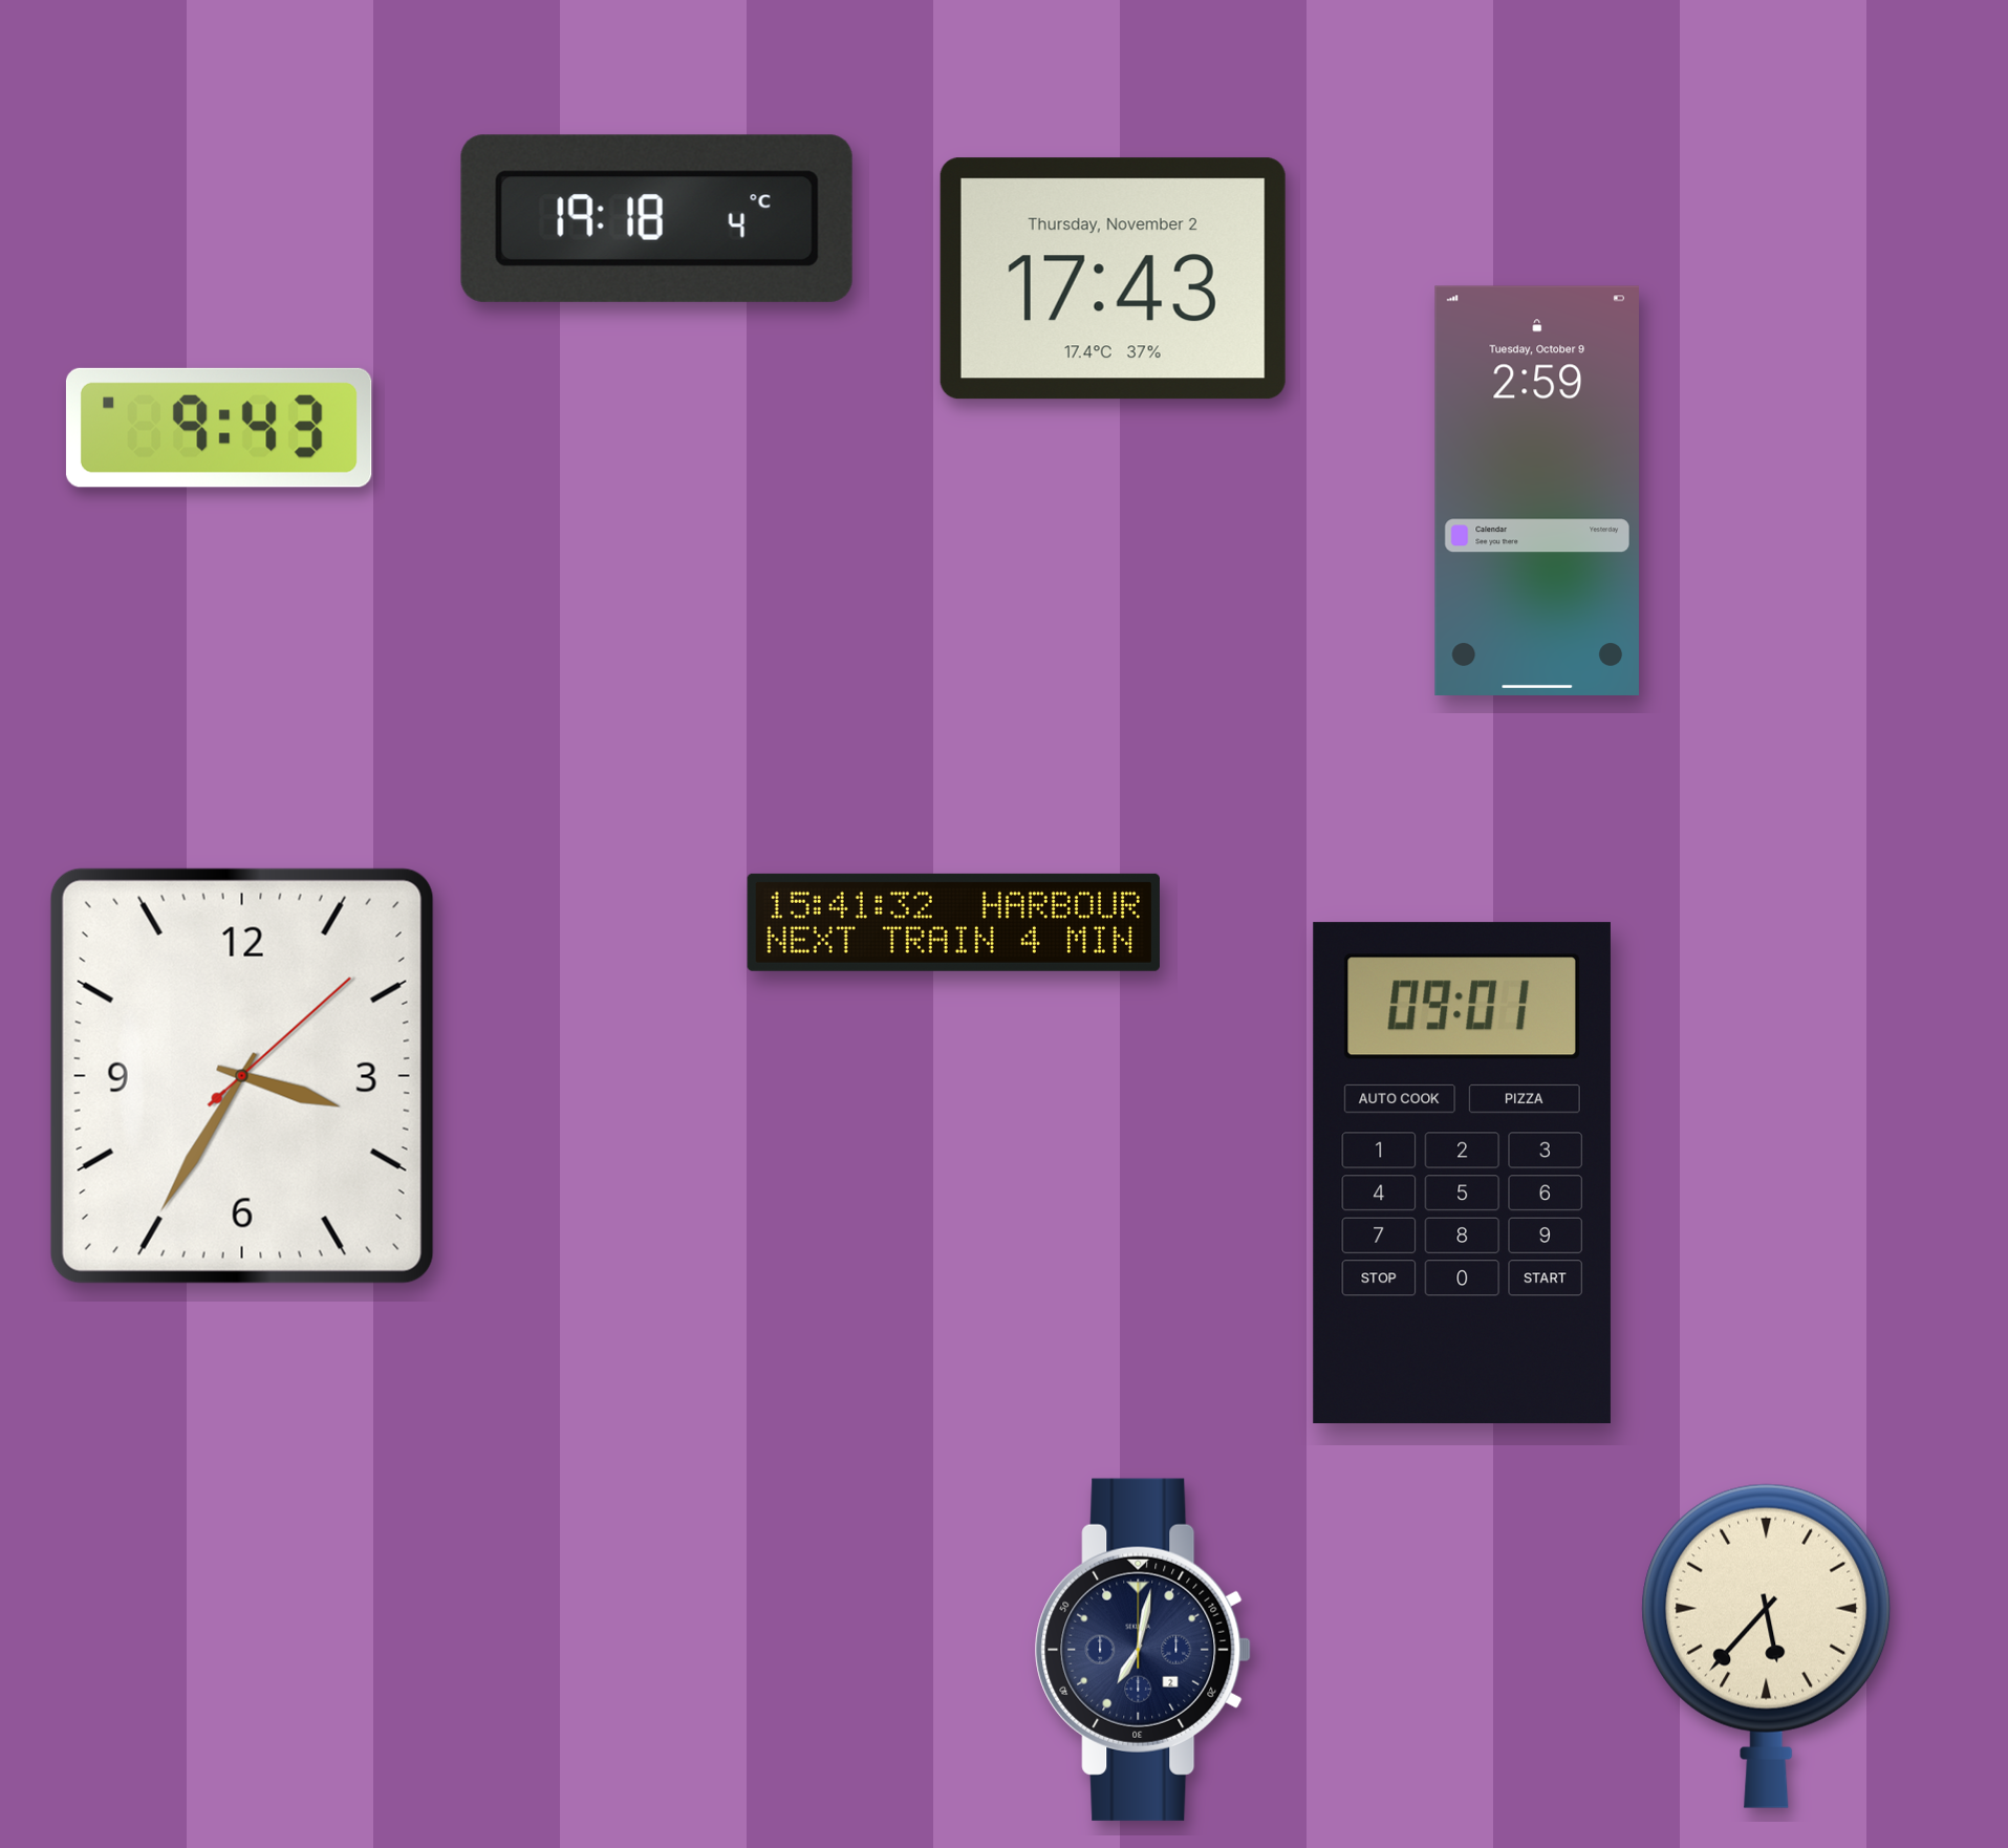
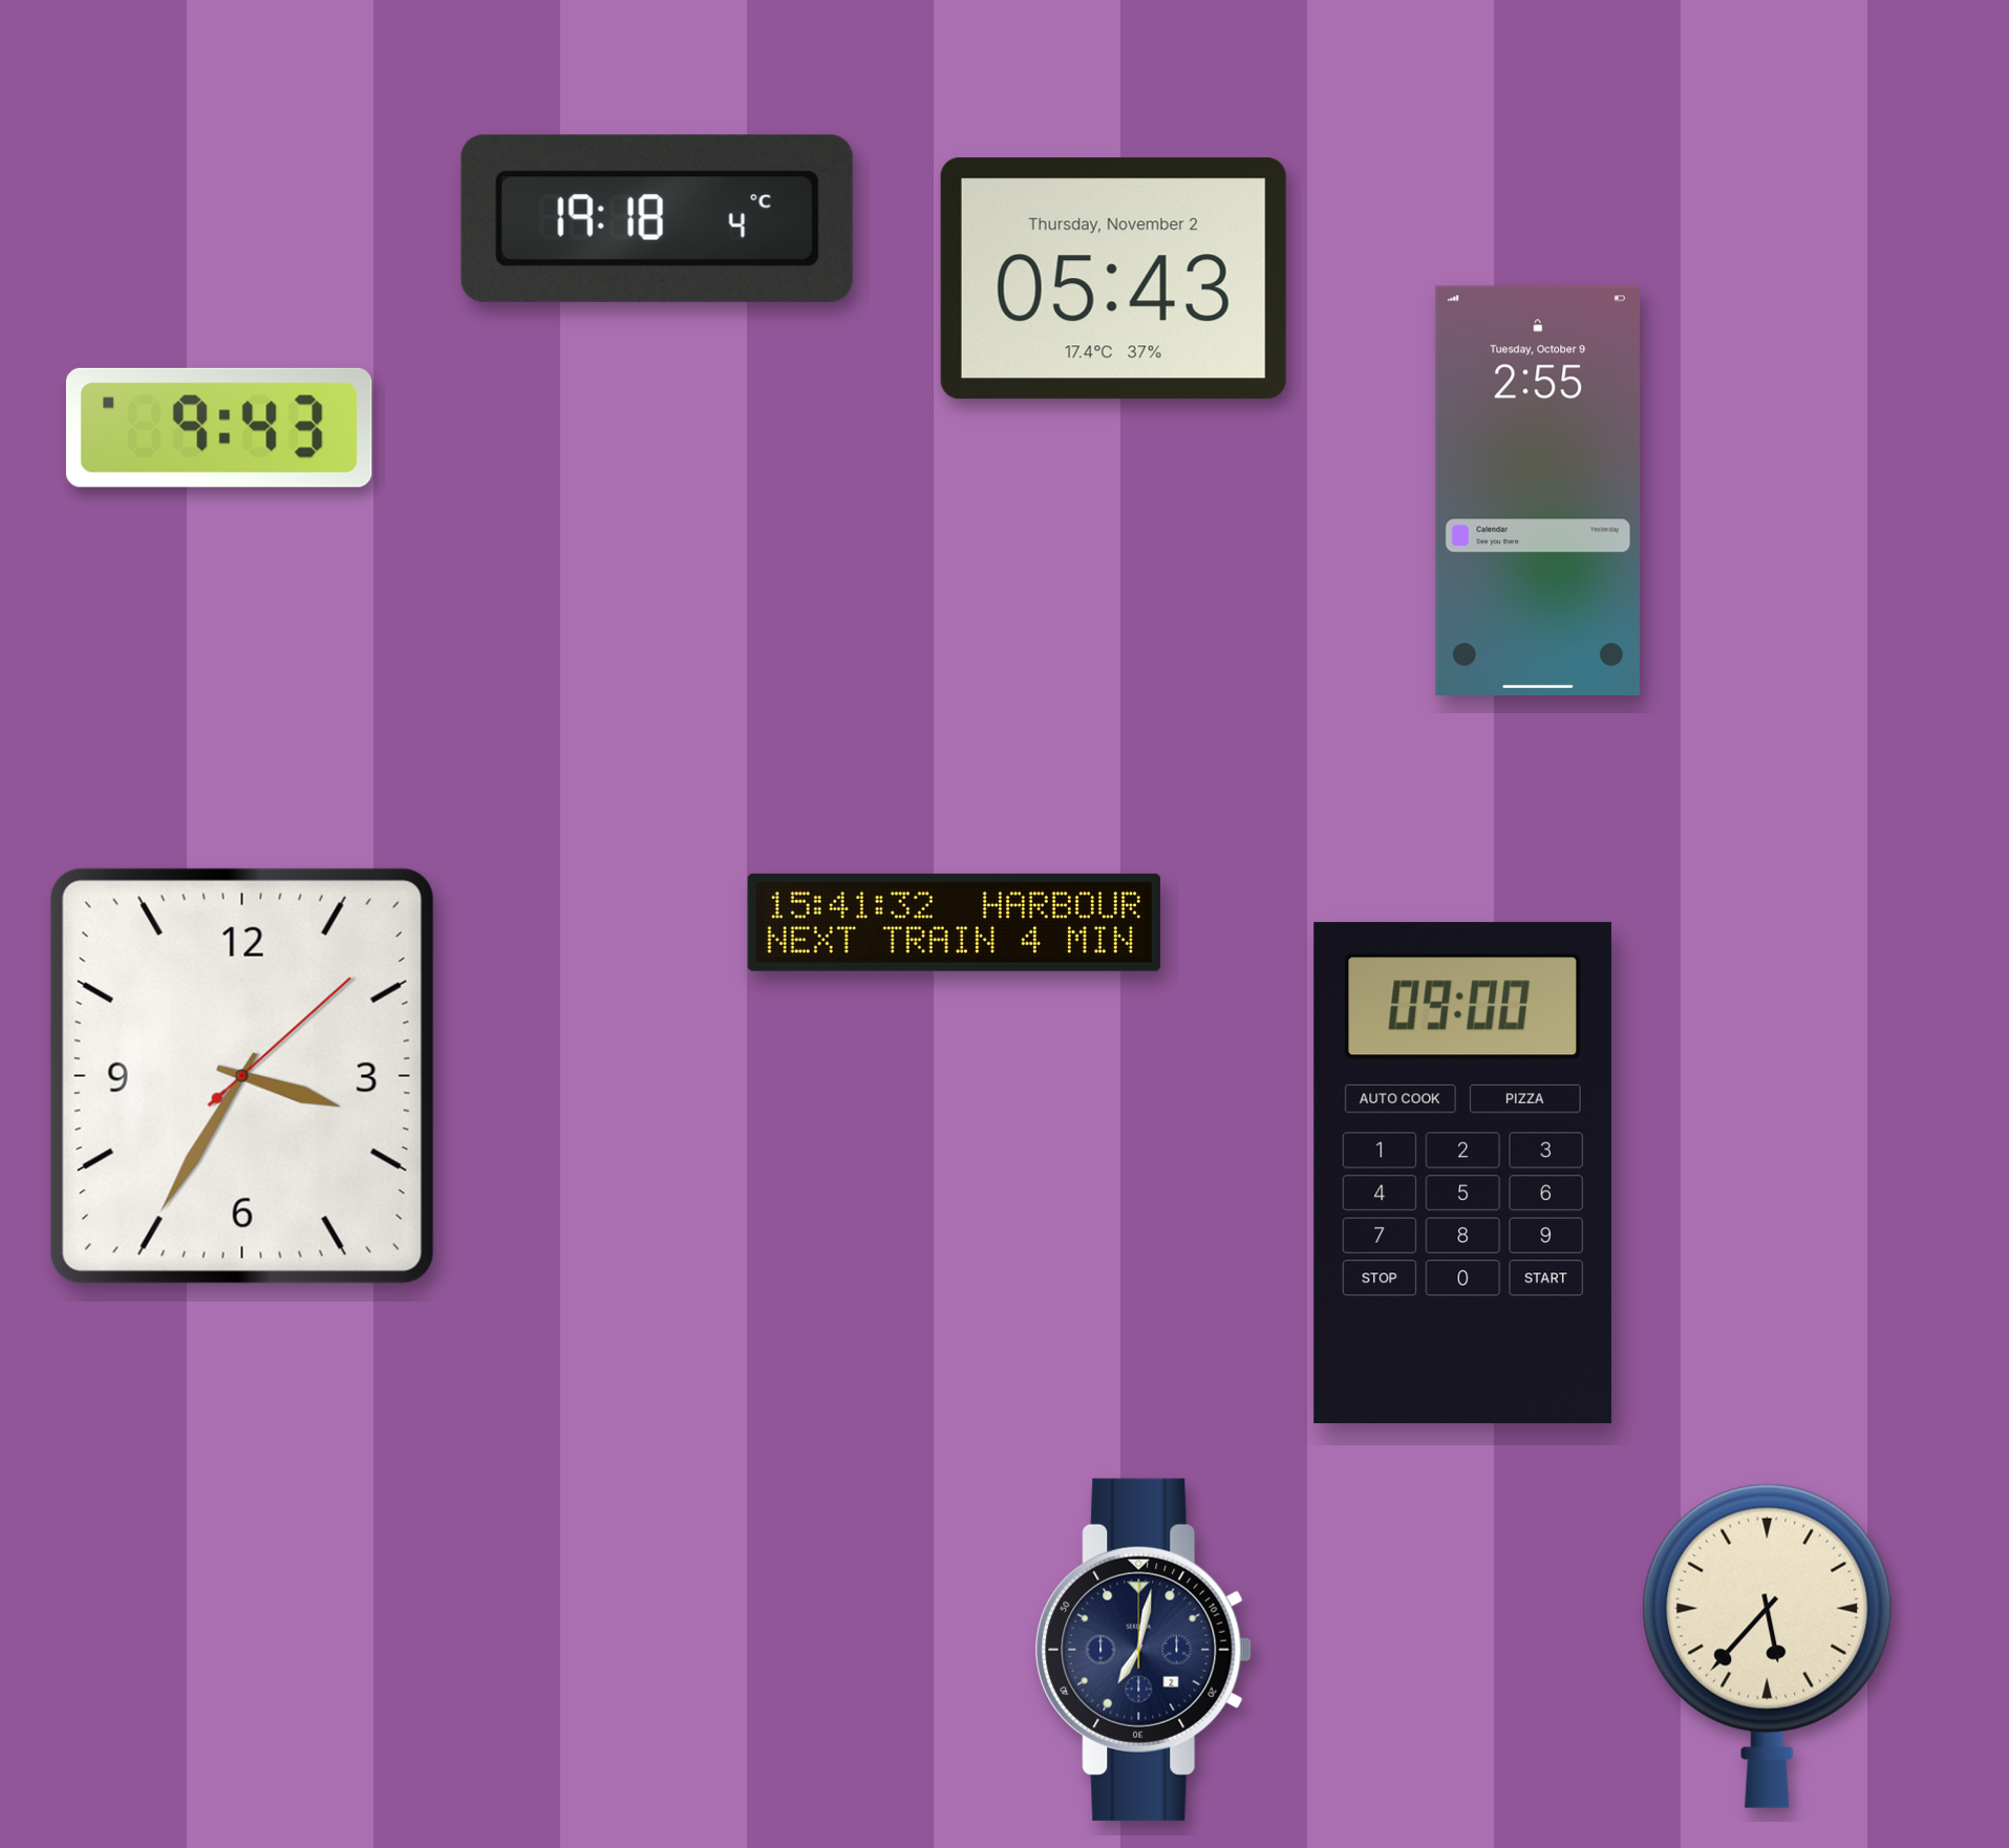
clock at (1113, 279): 17:43 -> 05:43
clock at (1536, 491): 2:59 -> 2:55
clock at (1462, 1173): 09:01 -> 09:00
